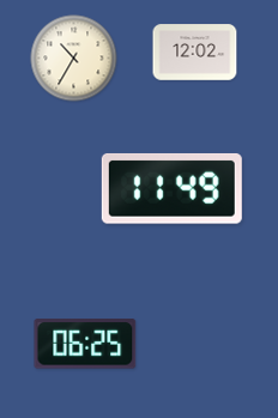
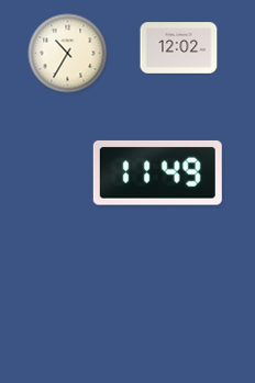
clock at (85, 344): 06:25 -> none
